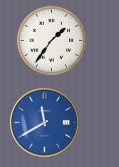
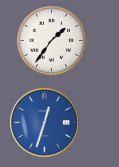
clock at (45, 123): 11:40 -> 12:33
